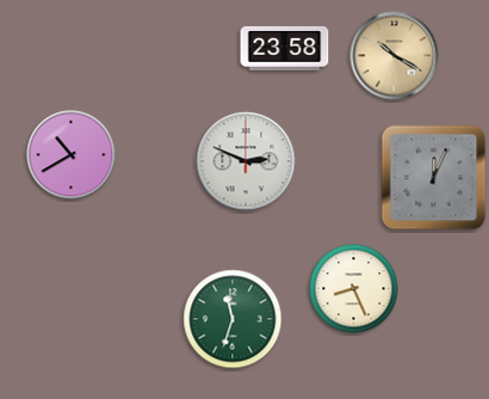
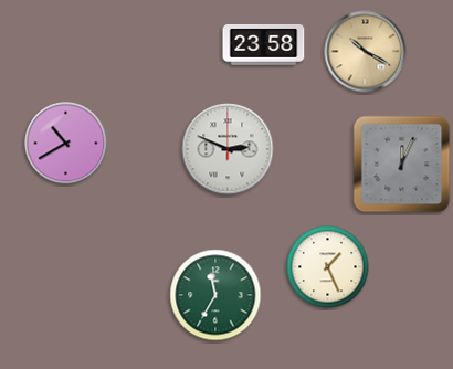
clock at (354, 289): 8:26 -> 1:26
clock at (233, 319): 11:33 -> 11:35
